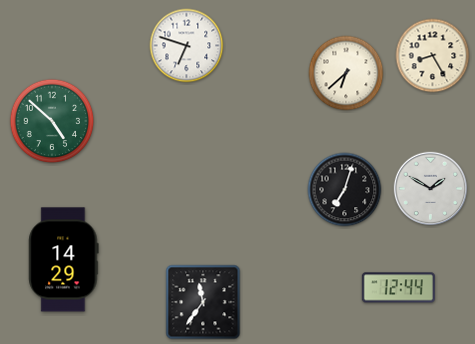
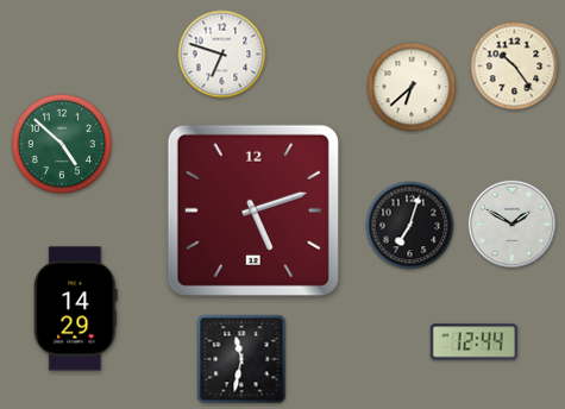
clock at (433, 56): 8:25 -> 10:24
clock at (253, 210): none -> 5:12
clock at (203, 302): 11:36 -> 11:32
